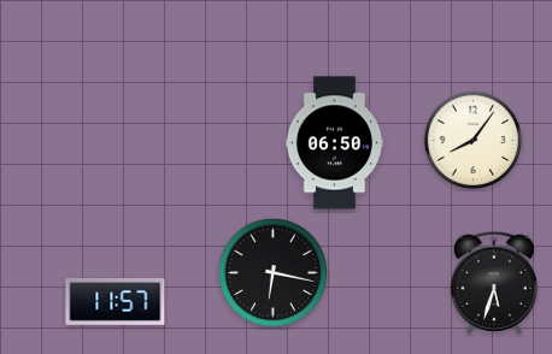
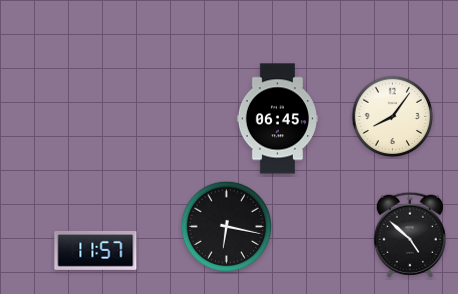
clock at (334, 143): 06:50 -> 06:45
clock at (494, 283): 5:33 -> 4:52
